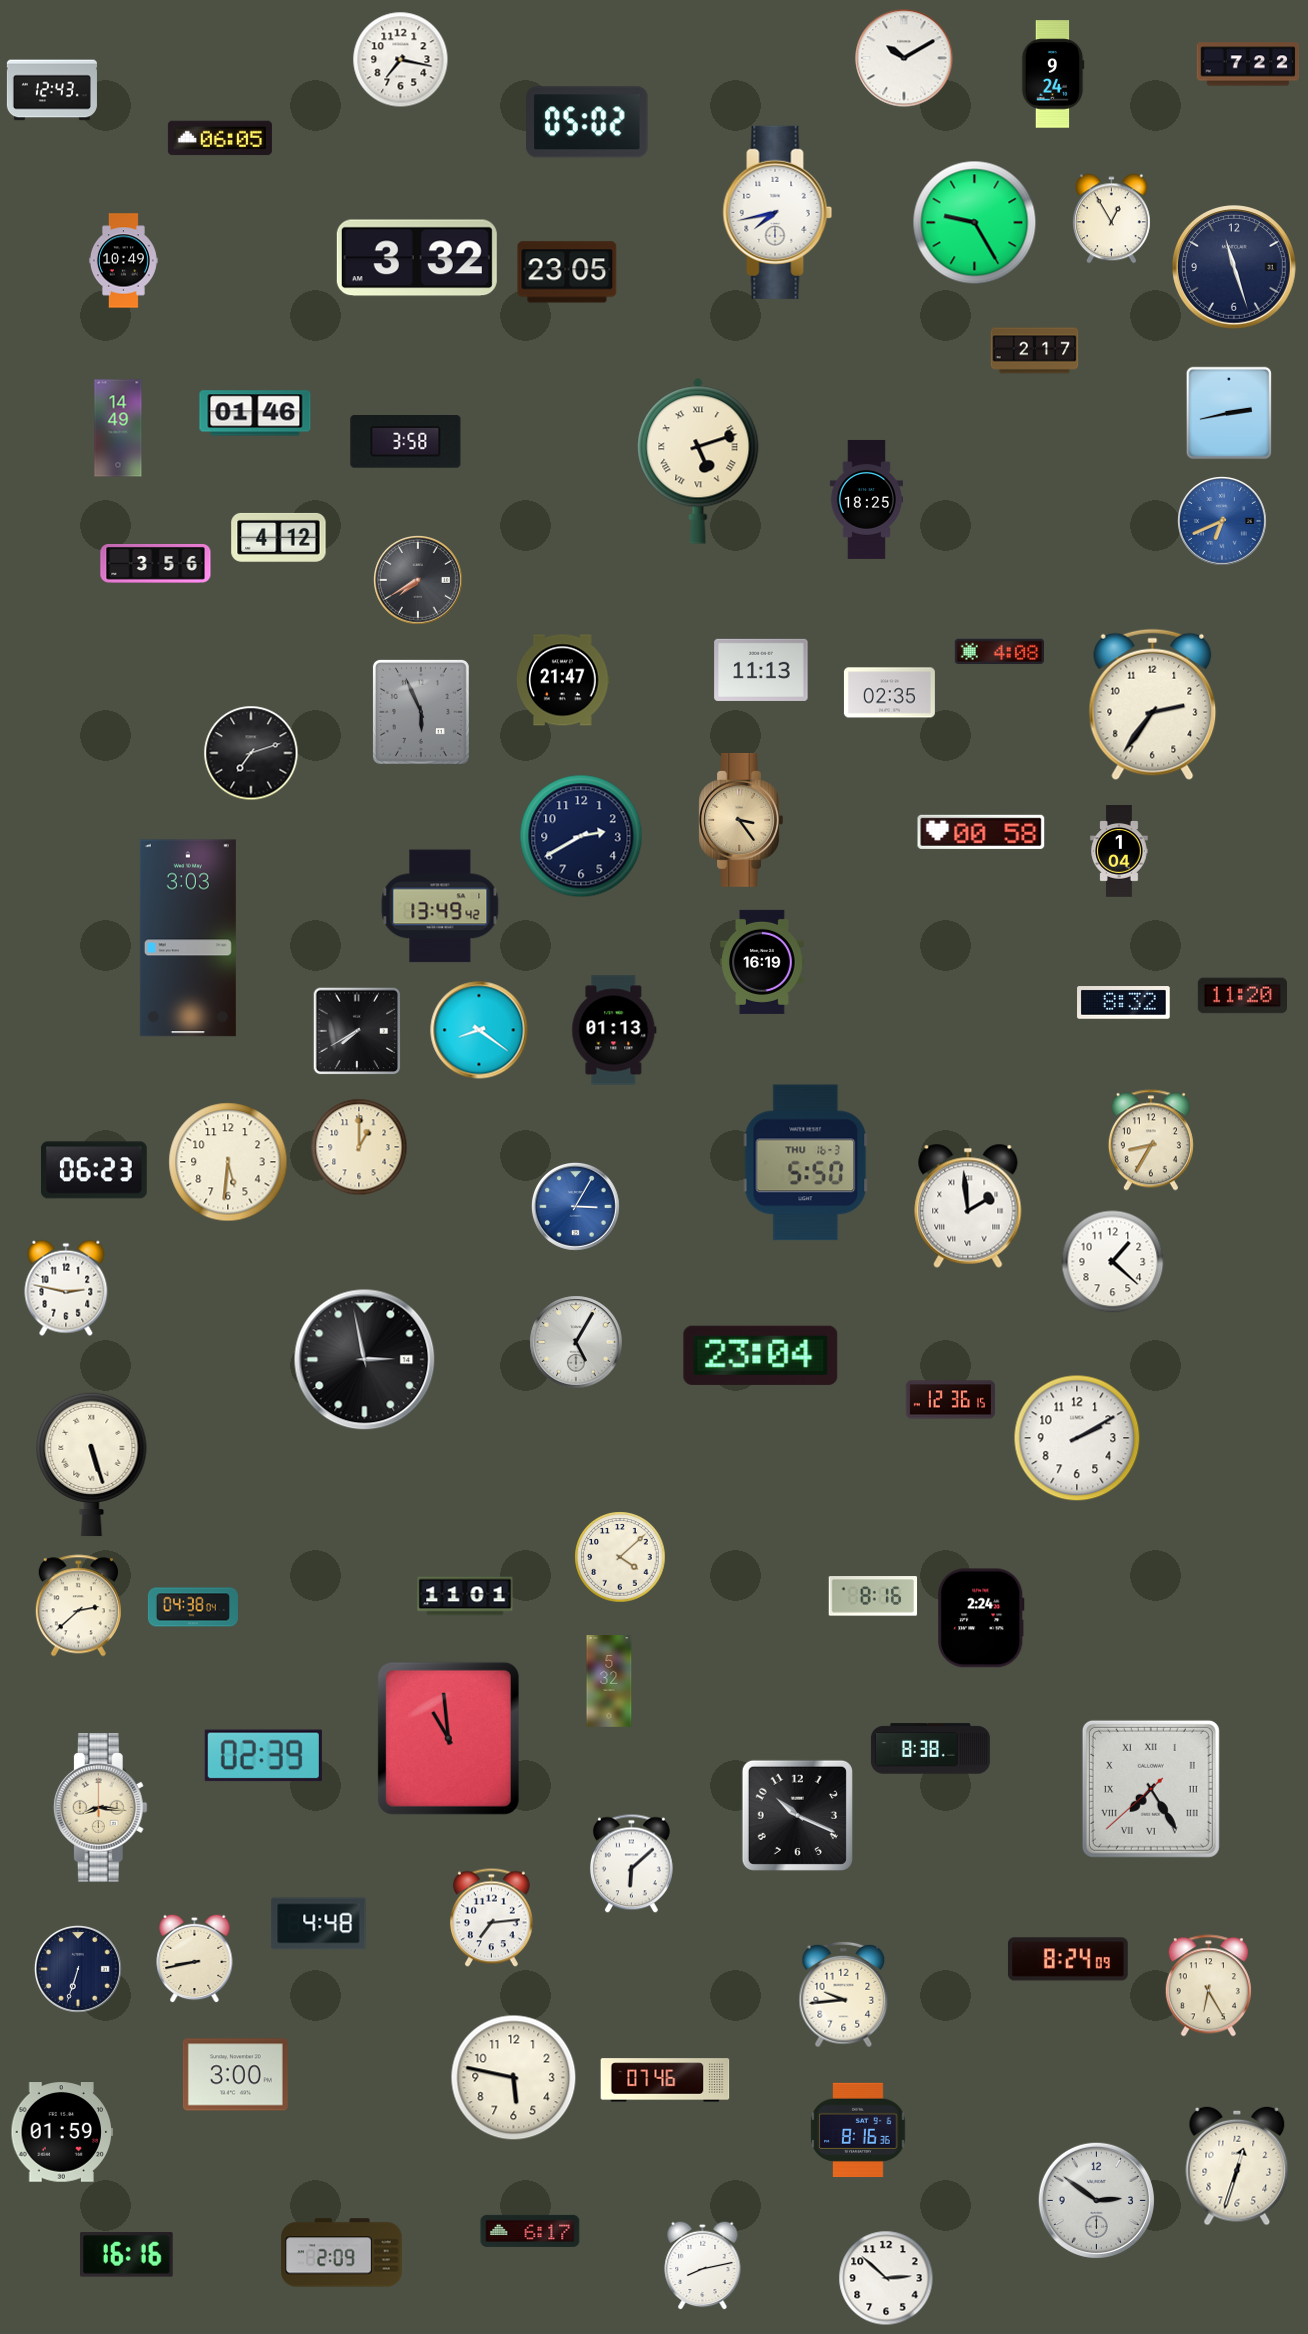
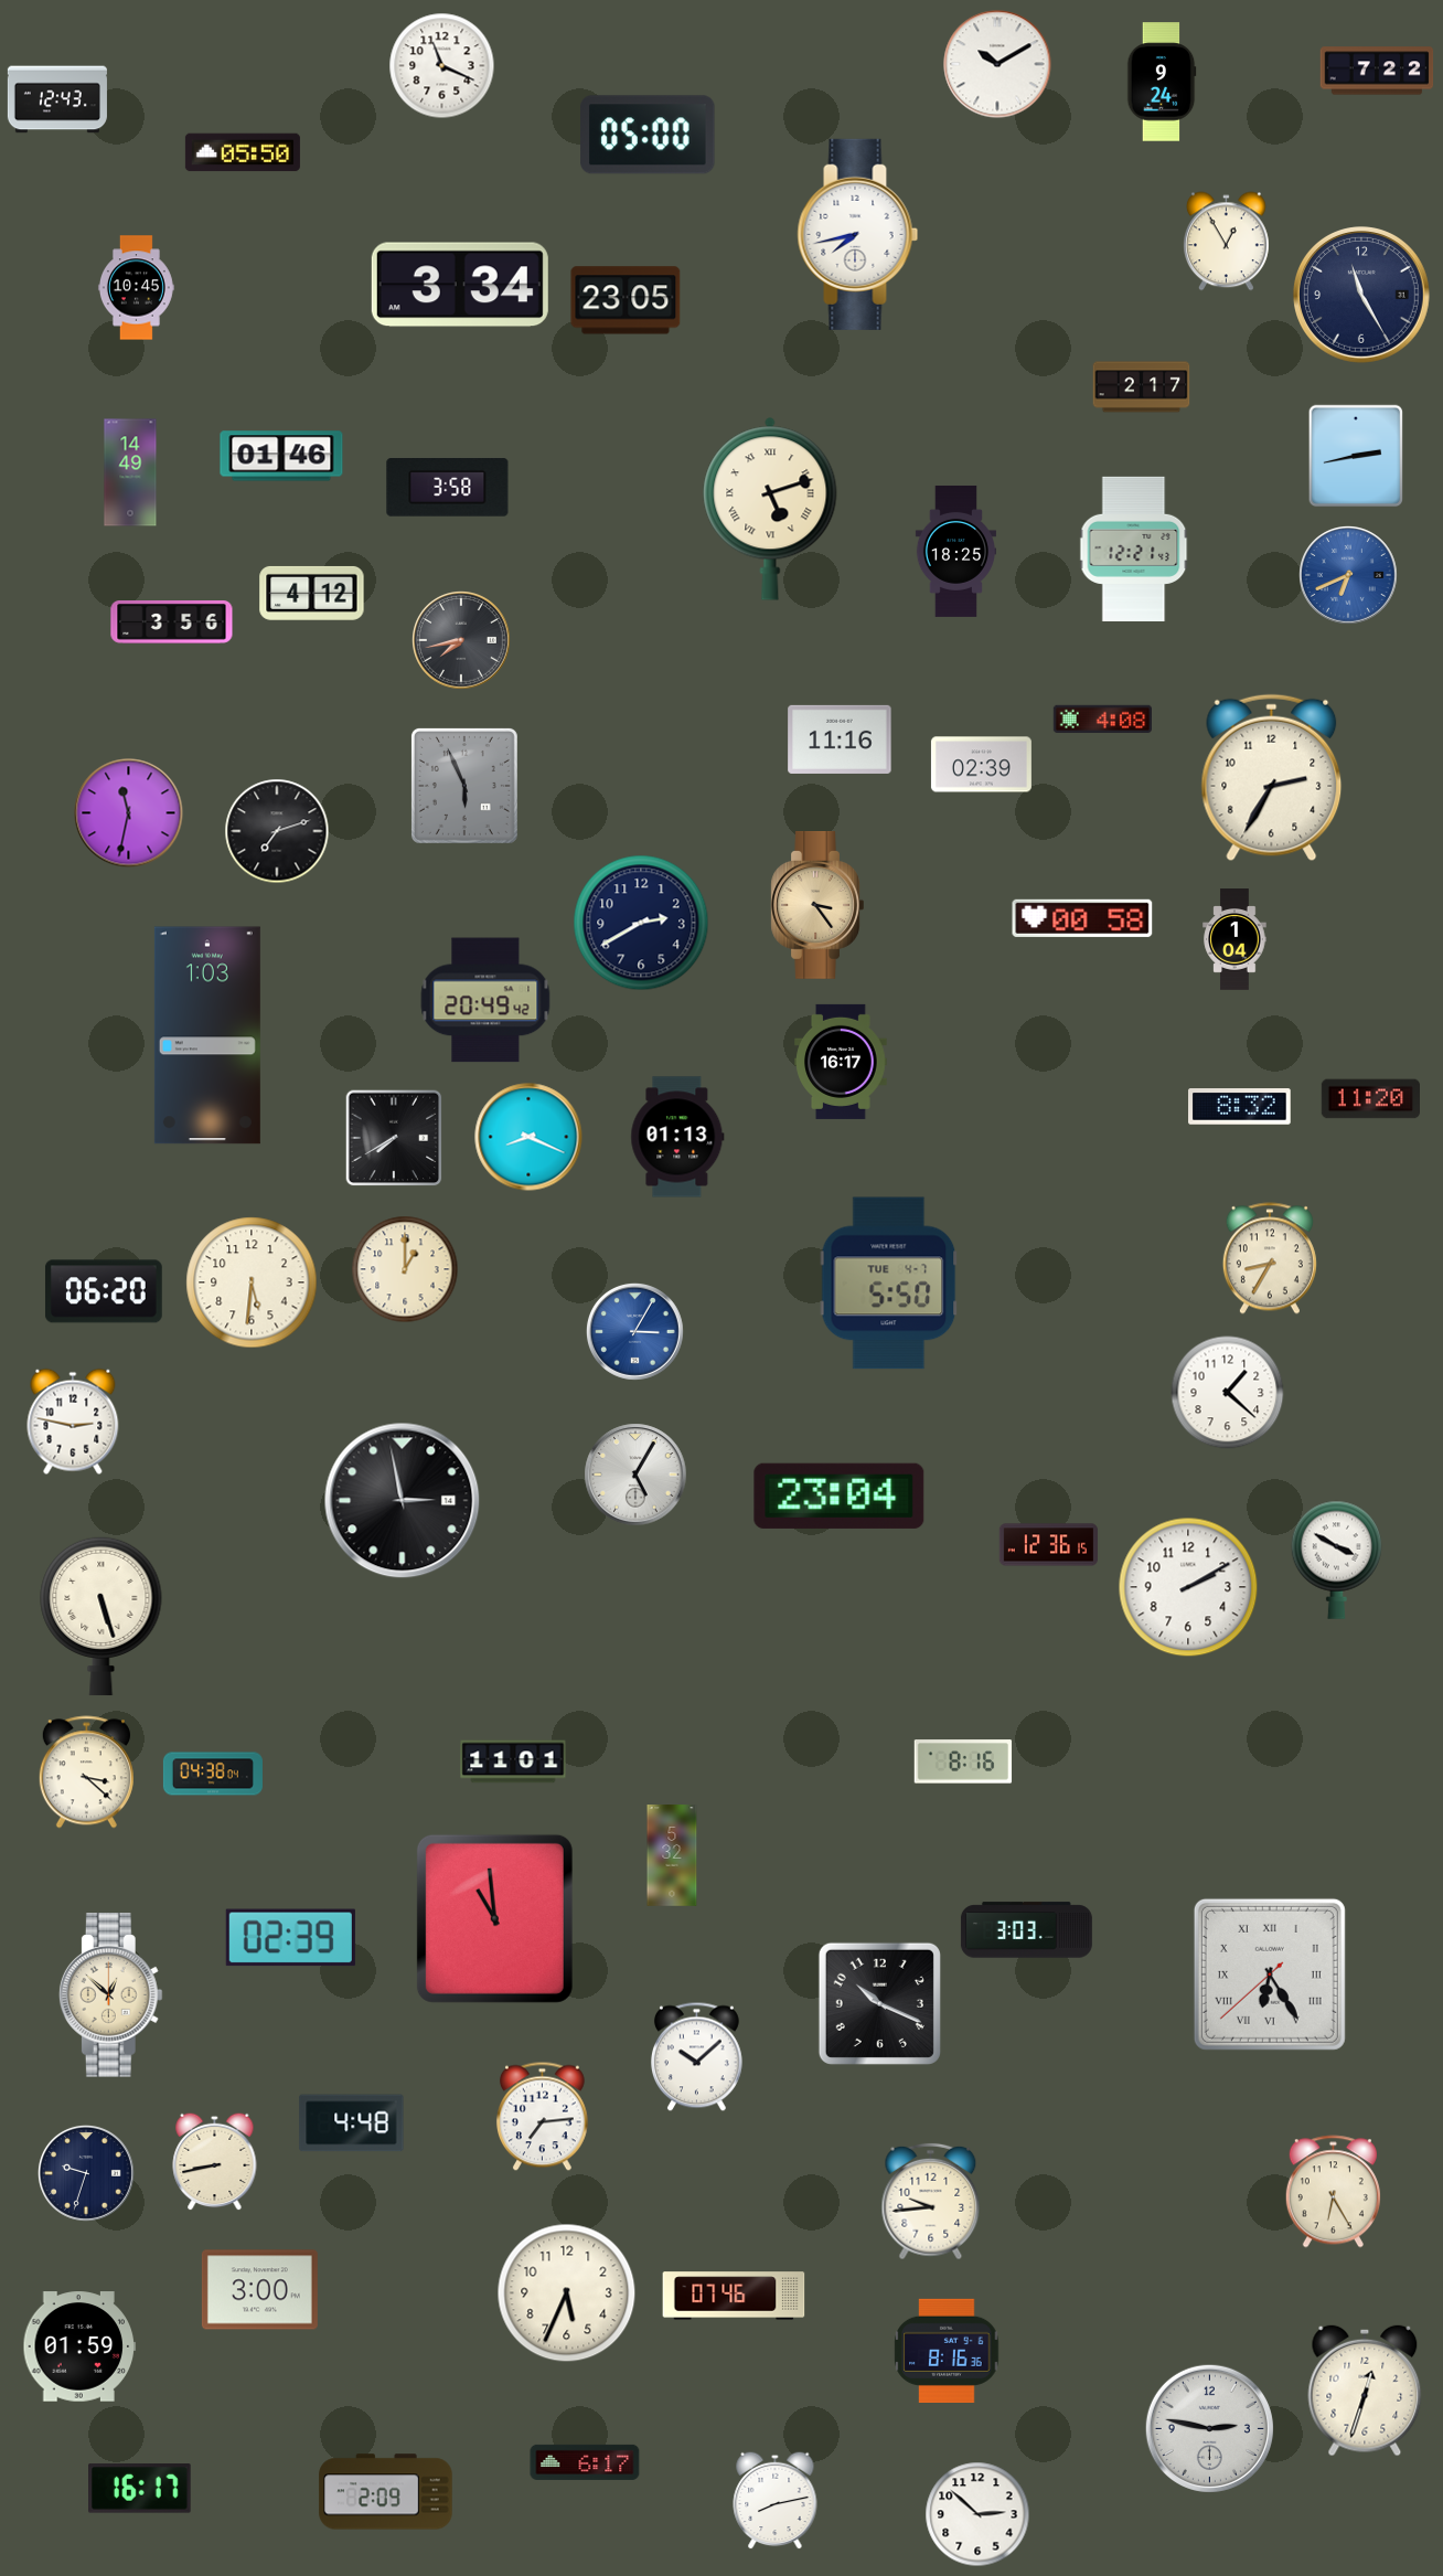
clock at (401, 60): 7:17 -> 11:19
clock at (587, 122): 05:02 -> 05:00
clock at (220, 138): 06:05 -> 05:50
clock at (975, 223): 9:25 -> none
clock at (417, 258): 3:32 -> 3:34
clock at (123, 261): 10:49 -> 10:45
clock at (1235, 268): 11:27 -> 11:25
clock at (1134, 549): none -> 12:21
clock at (279, 537) position: (279, 537) -> (312, 593)
clock at (419, 581): 7:40 -> 7:43
clock at (761, 670): 11:13 -> 11:16
clock at (563, 680): 21:47 -> none
clock at (889, 693): 02:35 -> 02:39
clock at (1153, 705): 2:36 -> 2:35
clock at (129, 813): none -> 11:32
clock at (440, 906): 13:49 -> 20:49
clock at (188, 938): 3:03 -> 1:03
clock at (762, 962): 16:19 -> 16:17
clock at (479, 1030): 8:21 -> 8:19
clock at (359, 1147) position: (359, 1147) -> (405, 1269)
clock at (806, 1163) date: THU 16-3 -> TUE 4-7
clock at (94, 1170): 06:23 -> 06:20
clock at (968, 1206): 1:59 -> none
clock at (576, 1342) position: (576, 1342) -> (635, 1475)
clock at (1336, 1560): none -> 3:50
clock at (620, 1557): 4:08 -> none
clock at (78, 1606): 2:38 -> 3:22
clock at (981, 1618): 2:24 -> none
clock at (930, 1749): 8:38 -> 3:03
clock at (1151, 1789): 7:24 -> 6:24
clock at (100, 1808): 8:16 -> 12:52
clock at (631, 1864): 6:08 -> 10:08
clock at (1068, 1959): 8:24 -> none
clock at (78, 1969): 6:33 -> 9:33
clock at (514, 2078): 5:47 -> 5:34
clock at (62, 2132) position: (62, 2132) -> (79, 2346)
clock at (1096, 2200): 2:51 -> 2:47
clock at (342, 2253) position: (342, 2253) -> (386, 2492)
clock at (127, 2255): 16:16 -> 16:17
